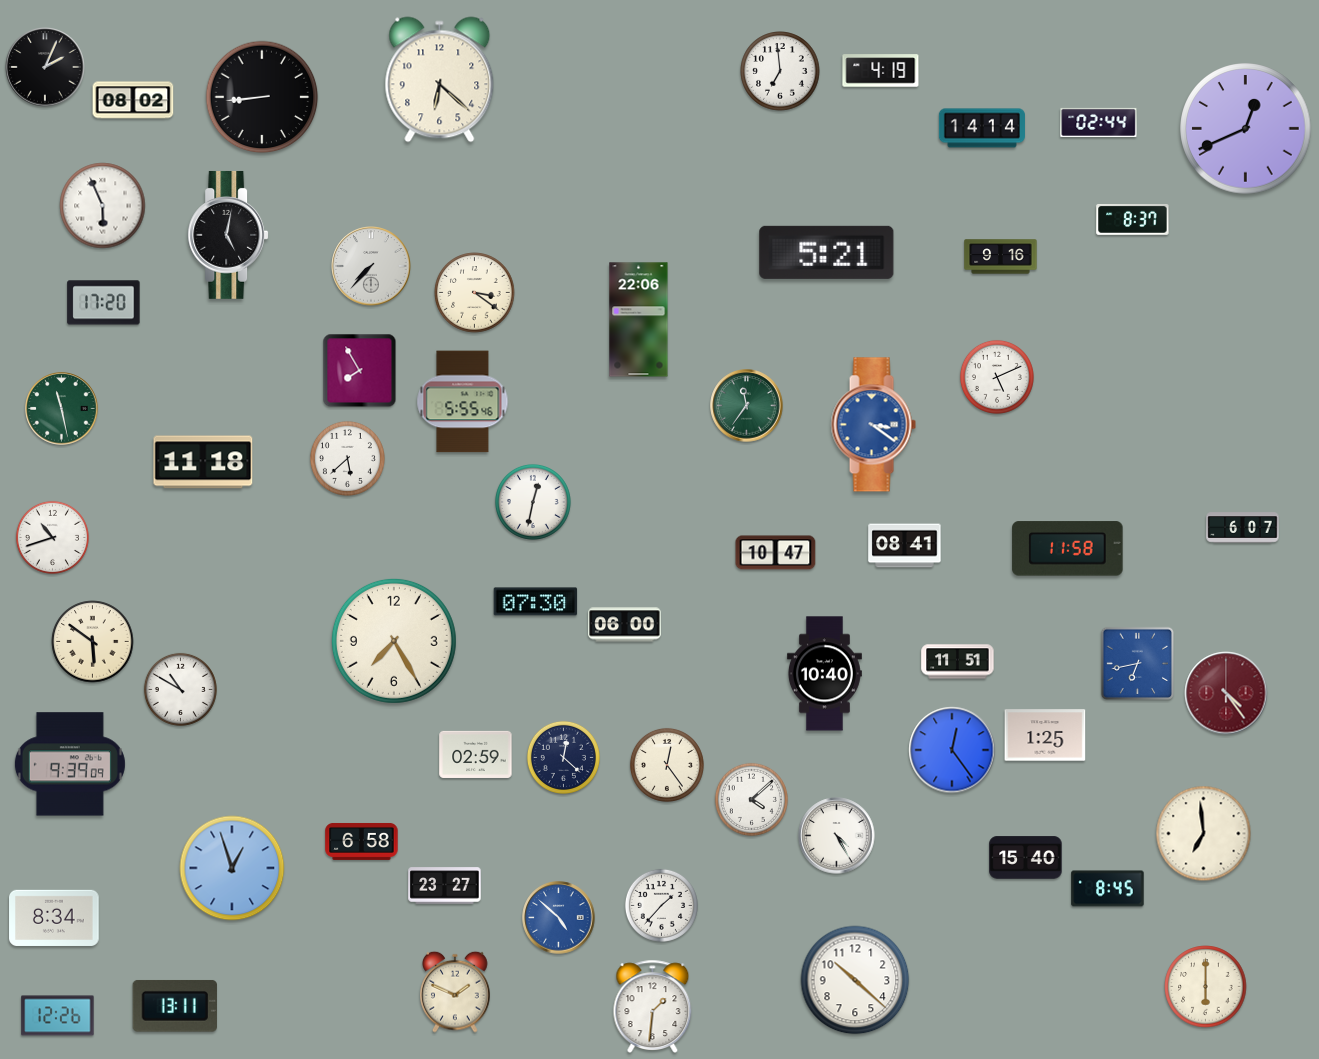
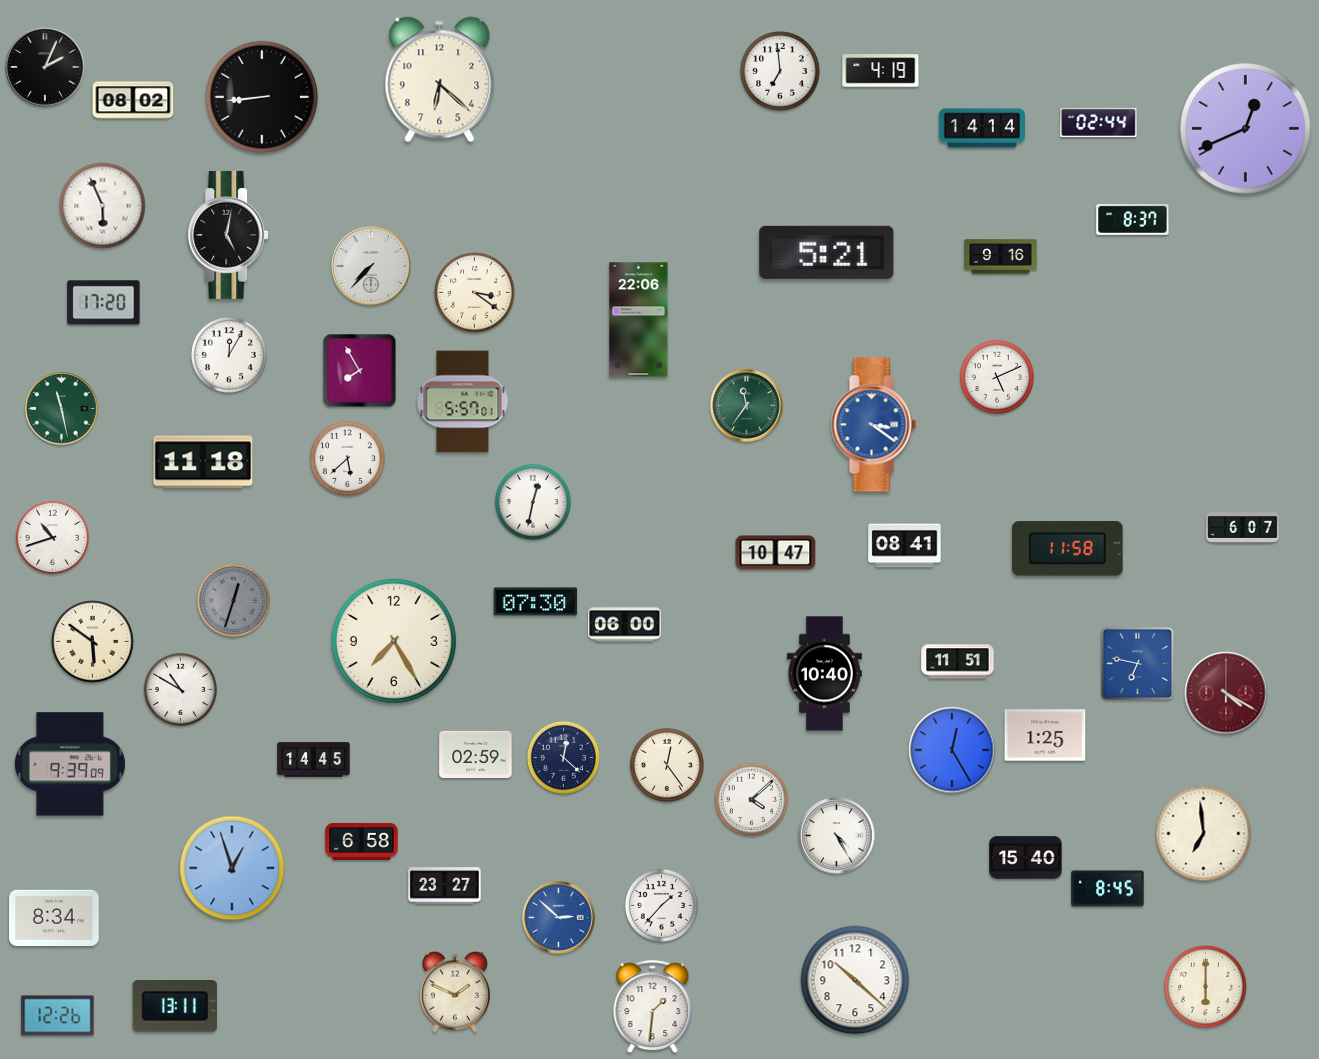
clock at (229, 355): none -> 12:05
clock at (463, 402): 5:55 -> 5:57
clock at (233, 600): none -> 12:33
clock at (1137, 663): 6:43 -> 6:47
clock at (1226, 693): 4:24 -> 4:20
clock at (952, 750): 12:24 -> 12:25
clock at (314, 760): none -> 14:45
clock at (559, 918): 4:52 -> 2:52
